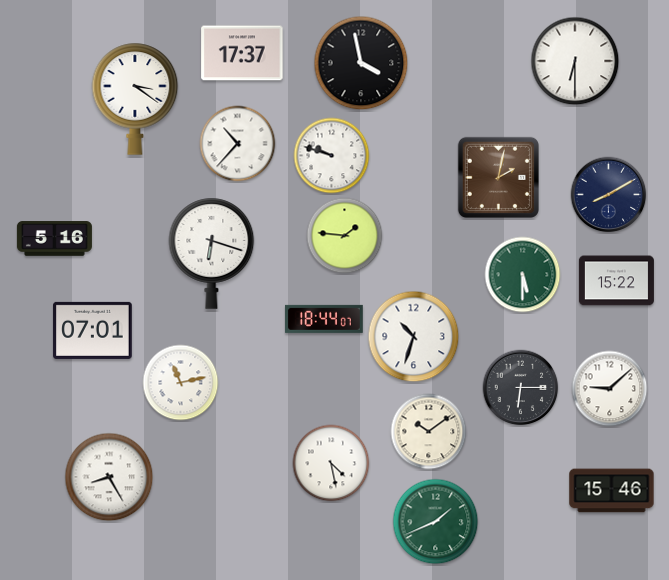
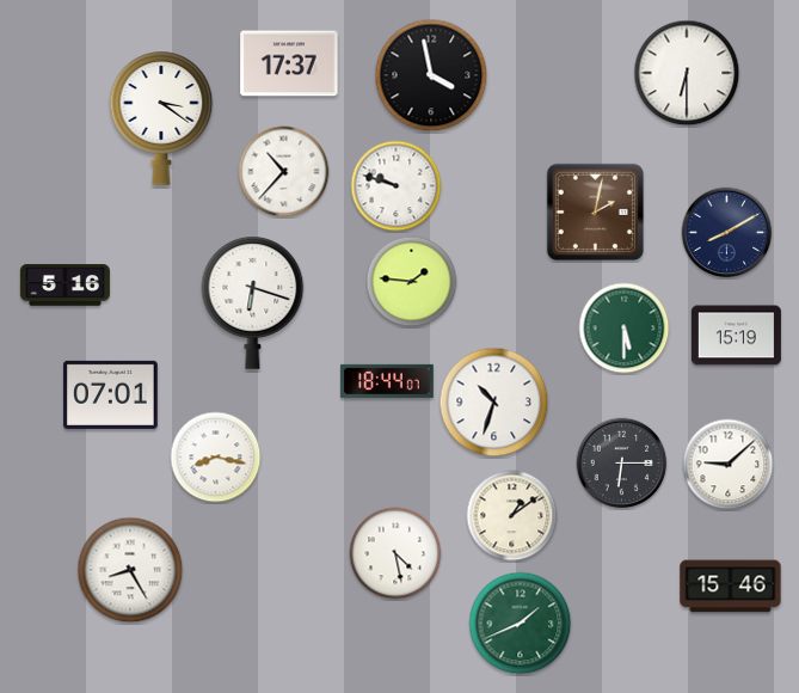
clock at (616, 281): 15:22 -> 15:19
clock at (181, 383): 11:13 -> 8:17
clock at (429, 432): 10:09 -> 1:09
